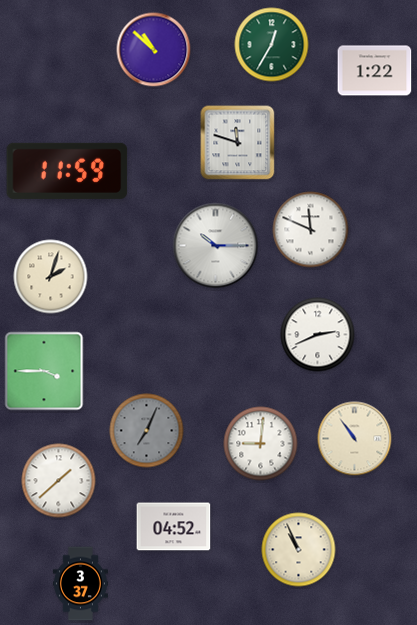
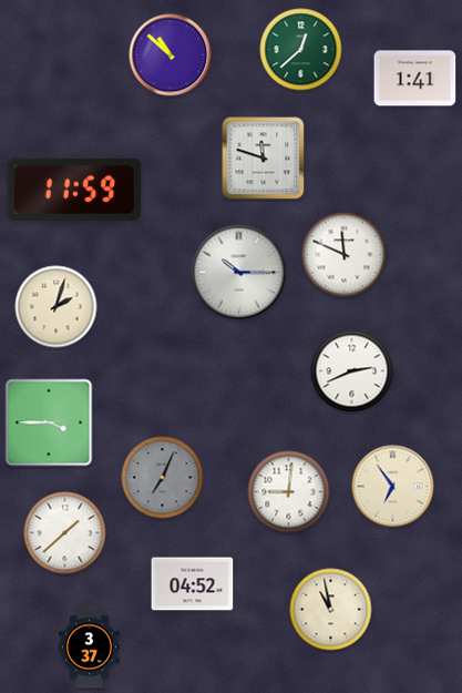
clock at (272, 45): 12:35 -> 12:38
clock at (375, 71): 1:22 -> 1:41
clock at (44, 371) position: (44, 371) -> (49, 422)
clock at (355, 439): 10:54 -> 6:54
clock at (299, 550): 10:56 -> 10:58
